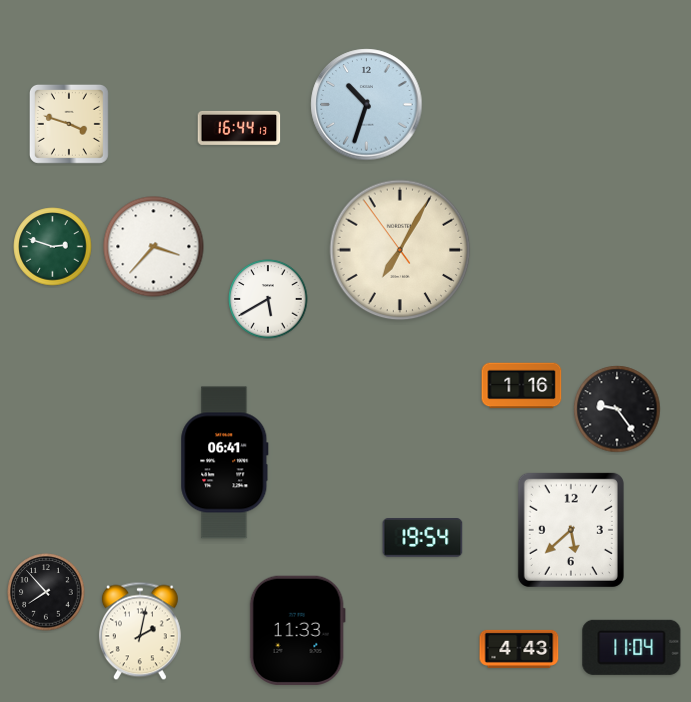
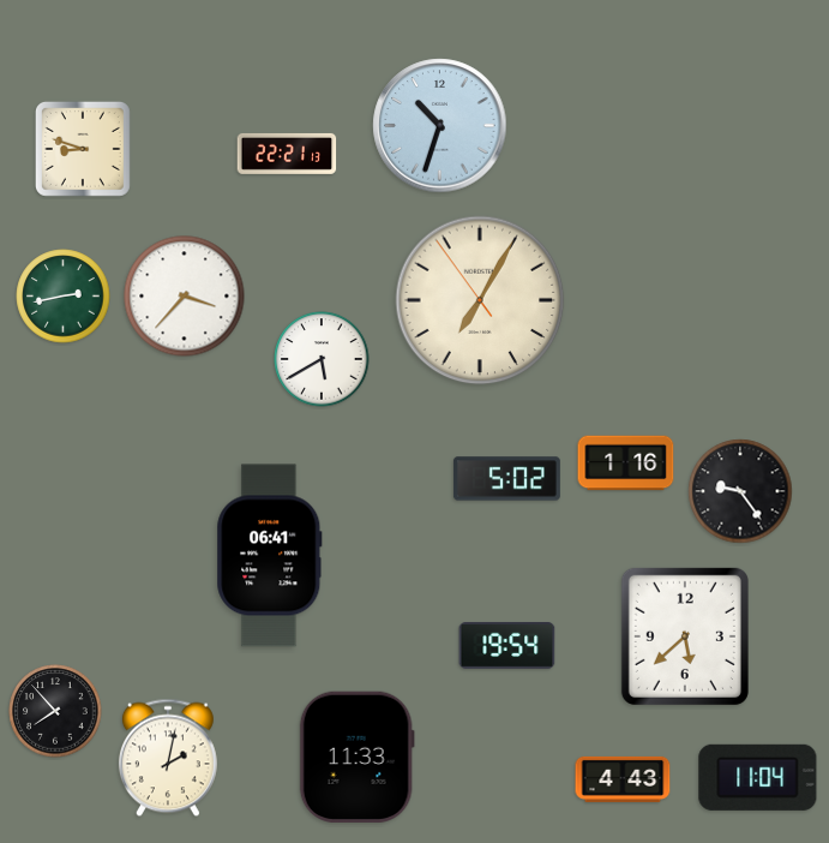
clock at (69, 124): 3:48 -> 8:48
clock at (239, 128): 16:44 -> 22:21
clock at (53, 247): 2:48 -> 2:43
clock at (506, 479): none -> 5:02
